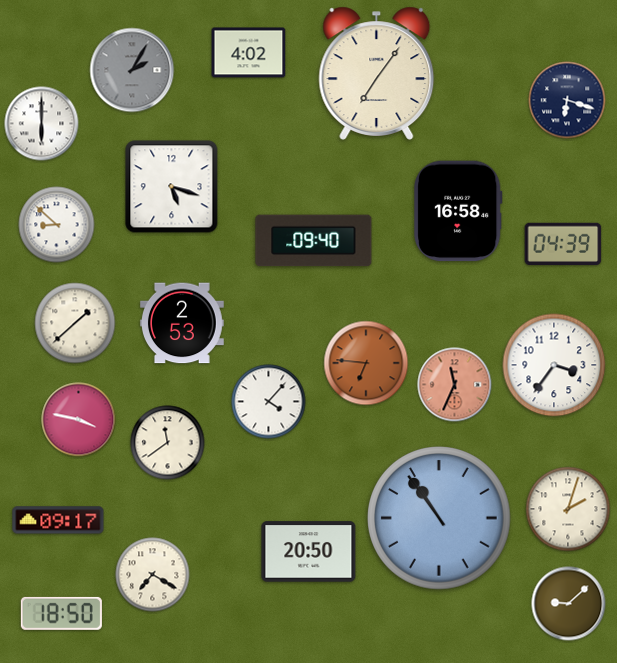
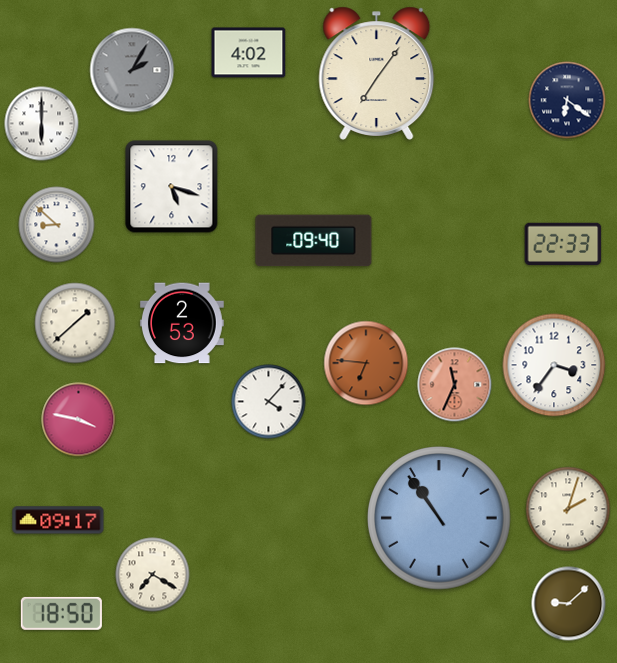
clock at (567, 100): 6:18 -> 6:21
clock at (459, 211): 16:58 -> none
clock at (563, 243): 04:39 -> 22:33
clock at (168, 443): 11:39 -> none
clock at (309, 552): 20:50 -> none
